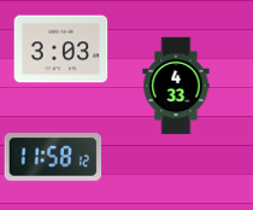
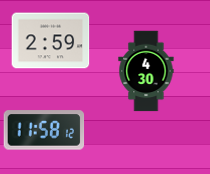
clock at (60, 49): 3:03 -> 2:59
clock at (176, 86): 4:33 -> 4:30
